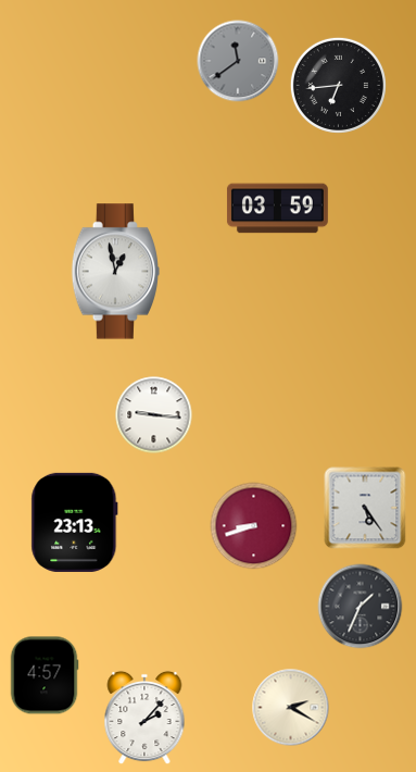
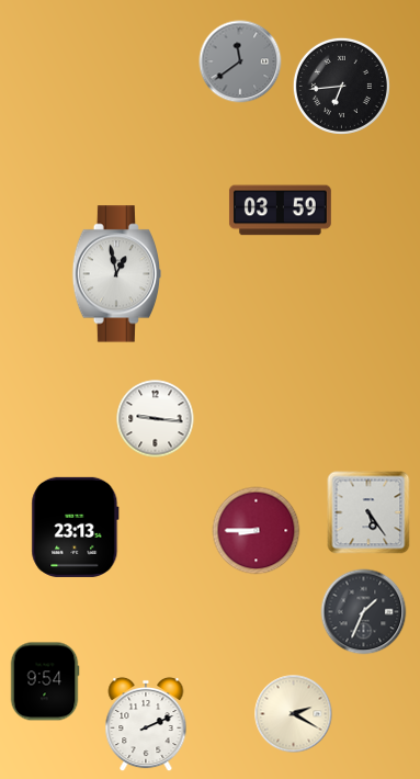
clock at (254, 526): 8:42 -> 8:45
clock at (45, 675): 4:57 -> 9:54
clock at (144, 718): 2:07 -> 2:11
